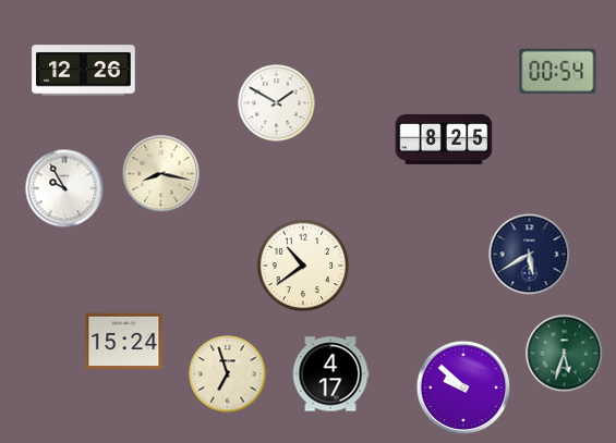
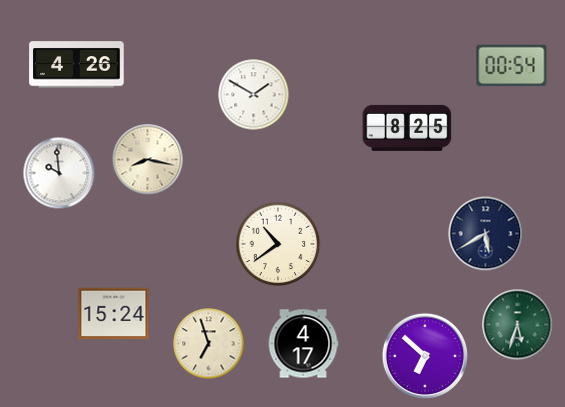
clock at (84, 71): 12:26 -> 4:26
clock at (64, 188): 9:55 -> 9:59
clock at (462, 386): 9:52 -> 6:52
